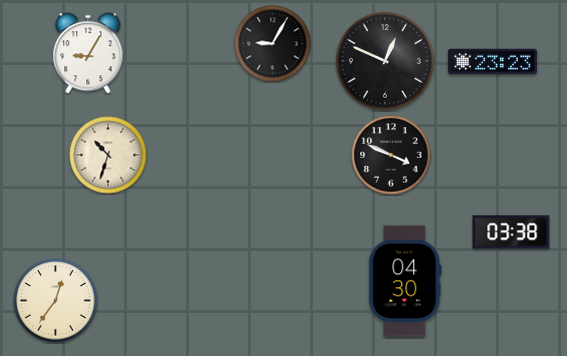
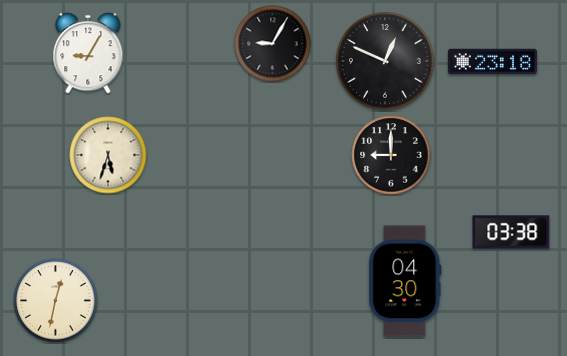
clock at (492, 62): 23:23 -> 23:18
clock at (108, 155): 10:33 -> 5:33
clock at (391, 155): 3:49 -> 9:00
clock at (56, 301): 12:36 -> 12:32
